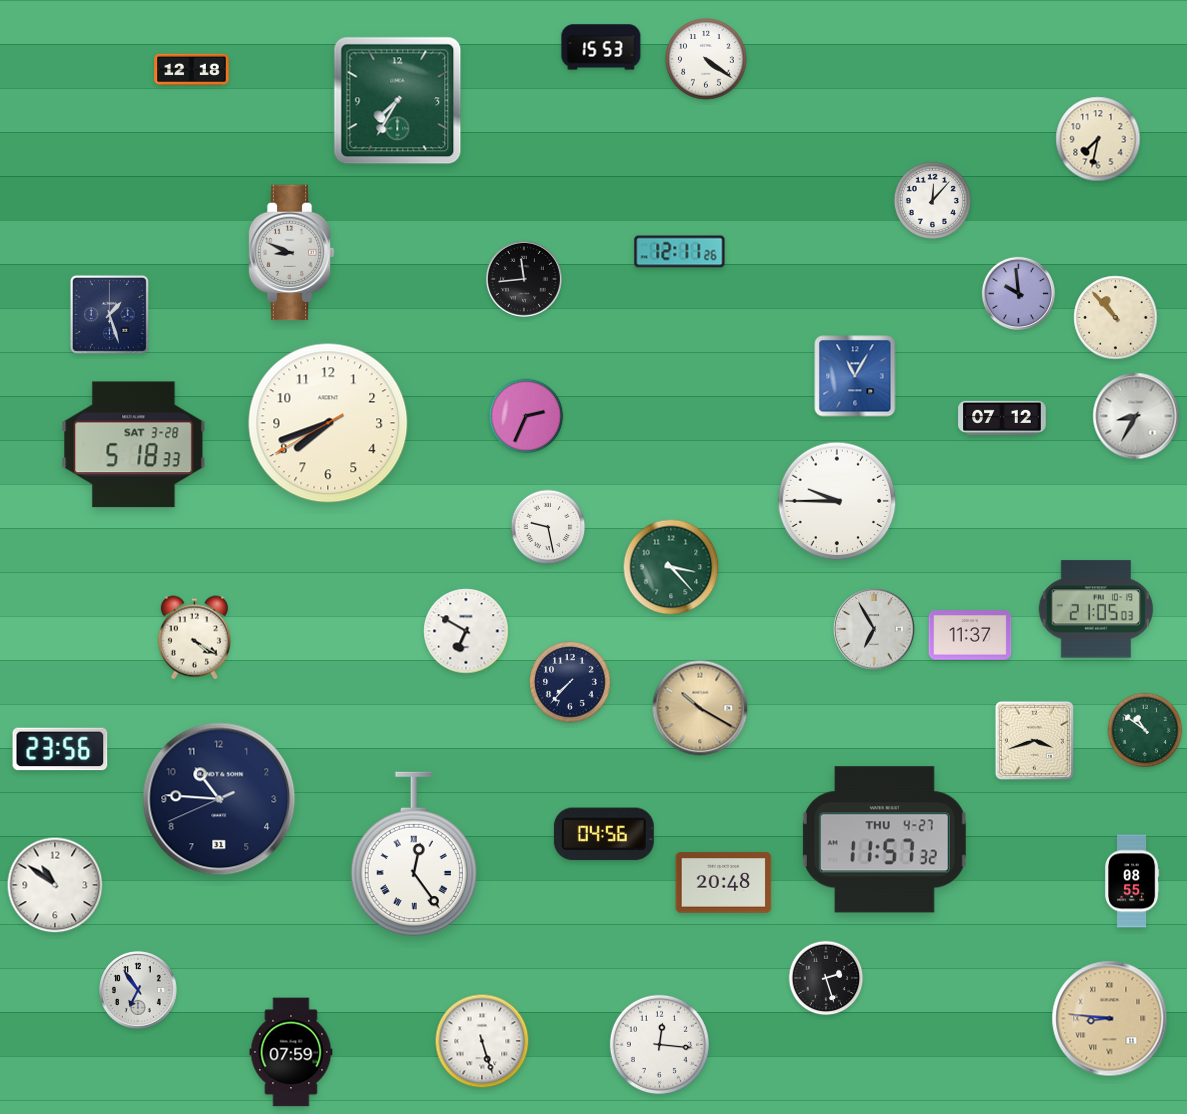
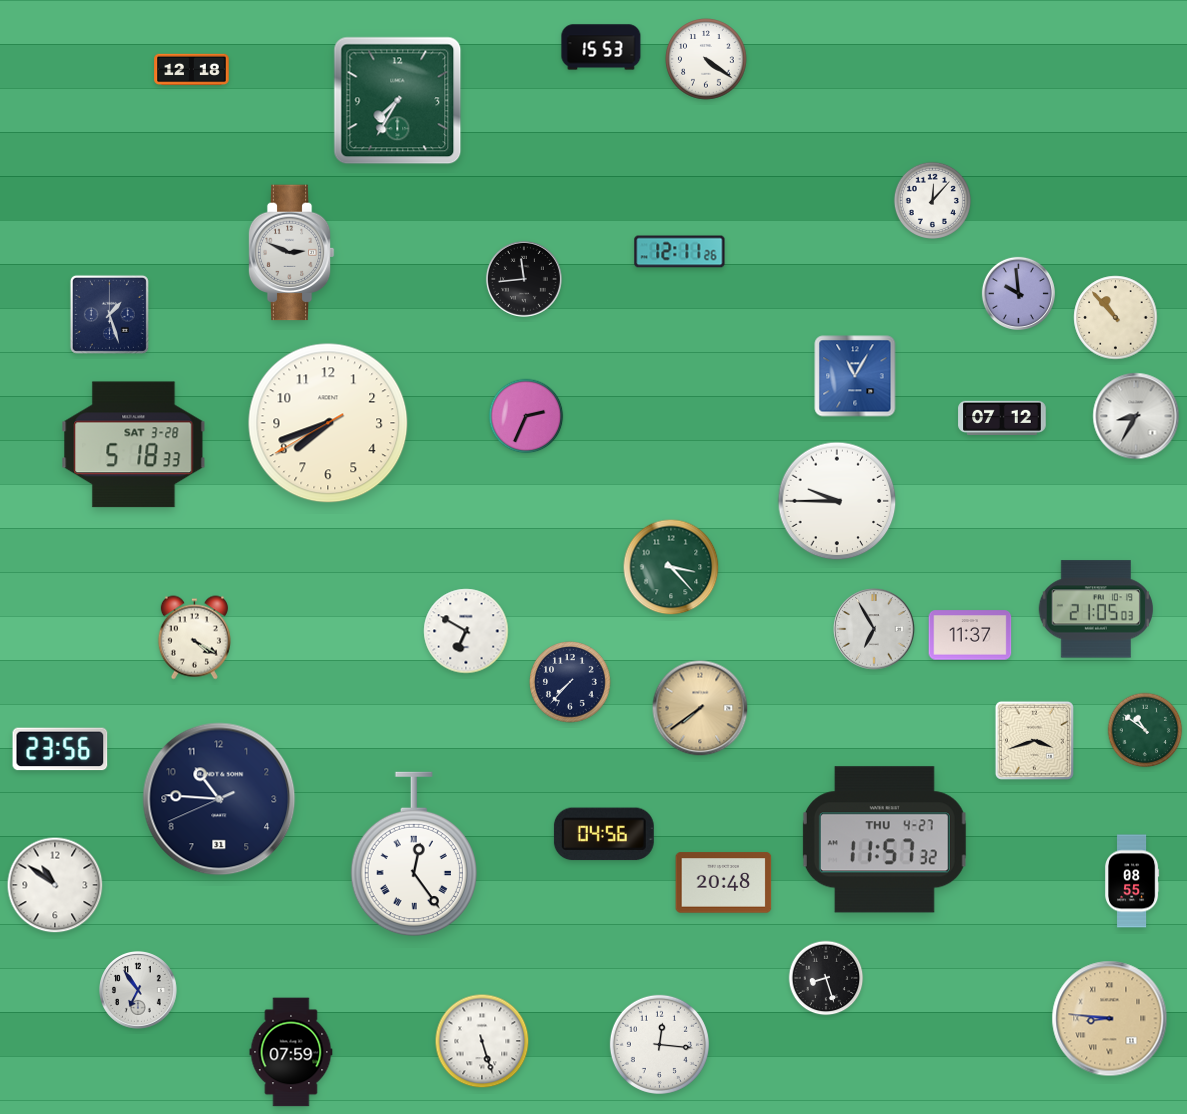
clock at (1098, 139): 7:32 -> none
clock at (291, 253): 8:49 -> 2:49
clock at (548, 527): 9:28 -> none
clock at (700, 708): 10:20 -> 7:39
clock at (826, 978): 2:27 -> 8:27
